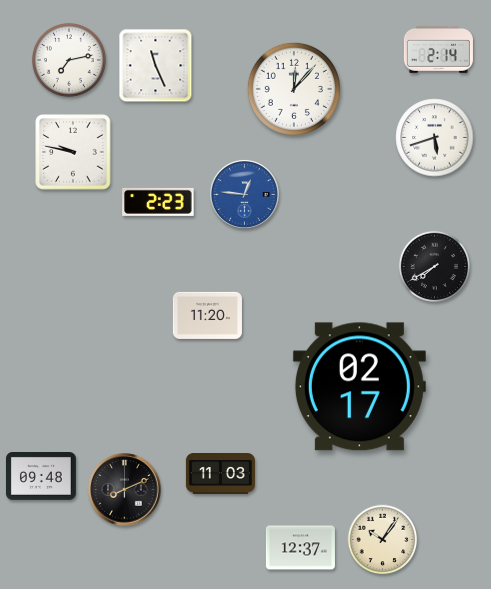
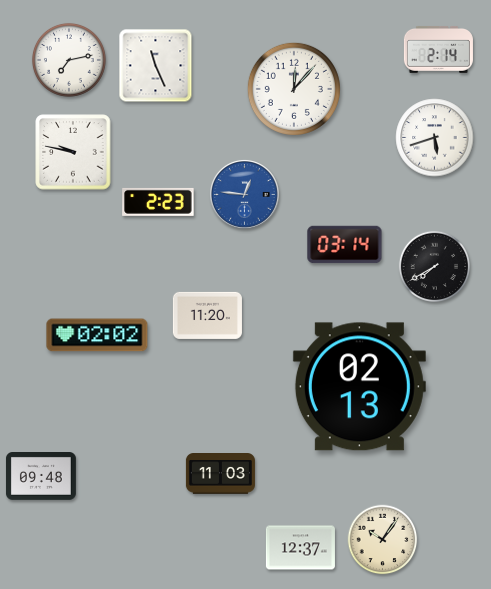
clock at (345, 245): none -> 03:14
clock at (97, 335): none -> 02:02
clock at (359, 387): 02:17 -> 02:13
clock at (125, 490): 8:11 -> none
